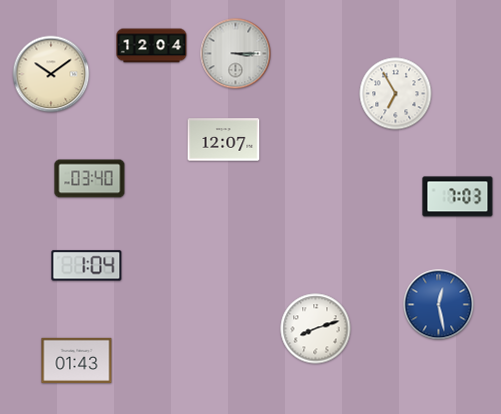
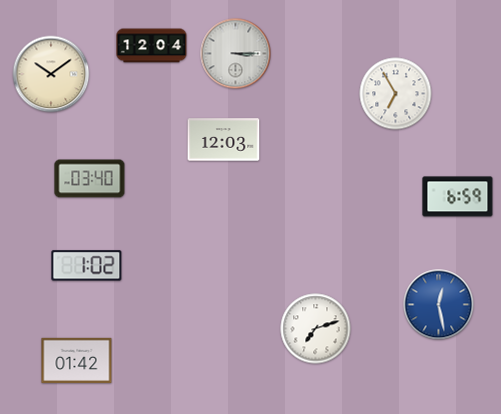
clock at (224, 140): 12:07 -> 12:03
clock at (458, 197): 7:03 -> 6:59
clock at (87, 266): 1:04 -> 1:02
clock at (316, 329): 8:12 -> 7:12
clock at (77, 360): 01:43 -> 01:42
